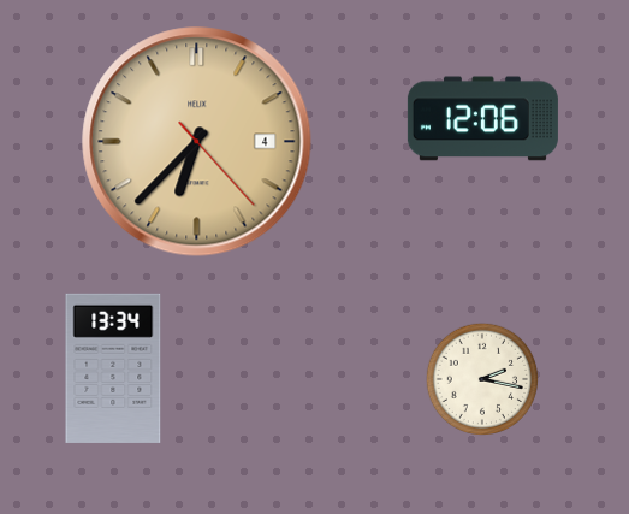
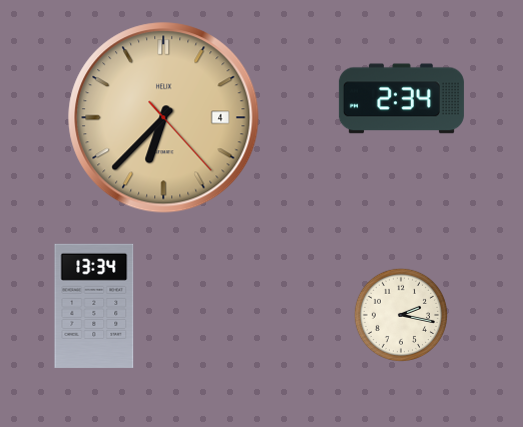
clock at (482, 119): 12:06 -> 2:34
